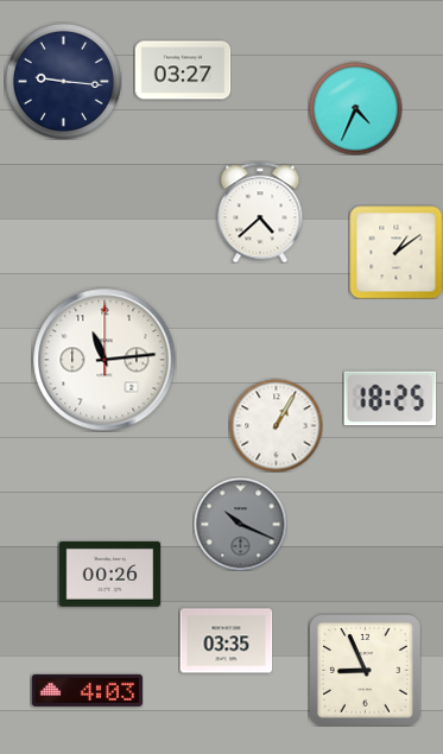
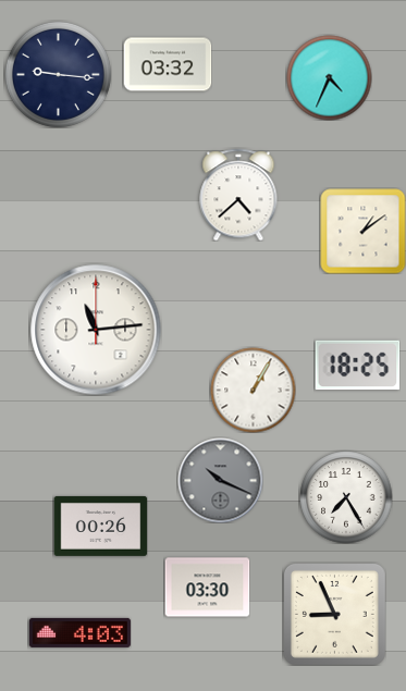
clock at (183, 70): 03:27 -> 03:32
clock at (355, 108) position: (355, 108) -> (329, 77)
clock at (346, 497): none -> 7:25
clock at (226, 641): 03:35 -> 03:30
